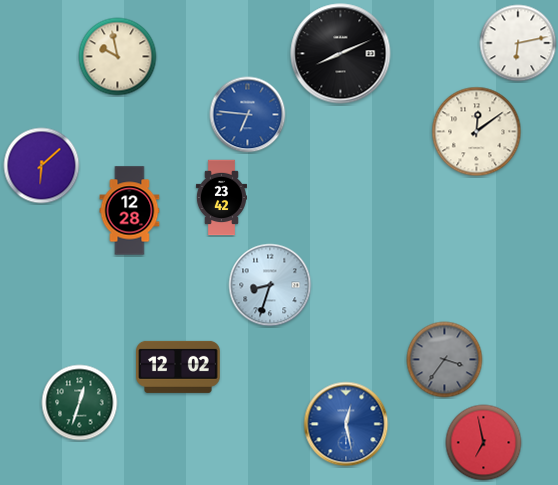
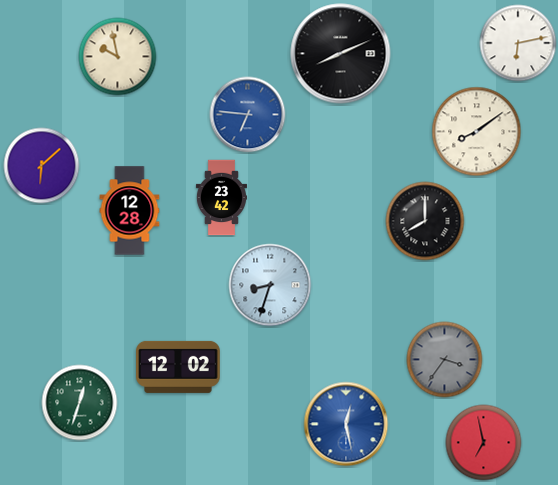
clock at (477, 132): 12:09 -> 8:09
clock at (425, 221): none -> 8:00
